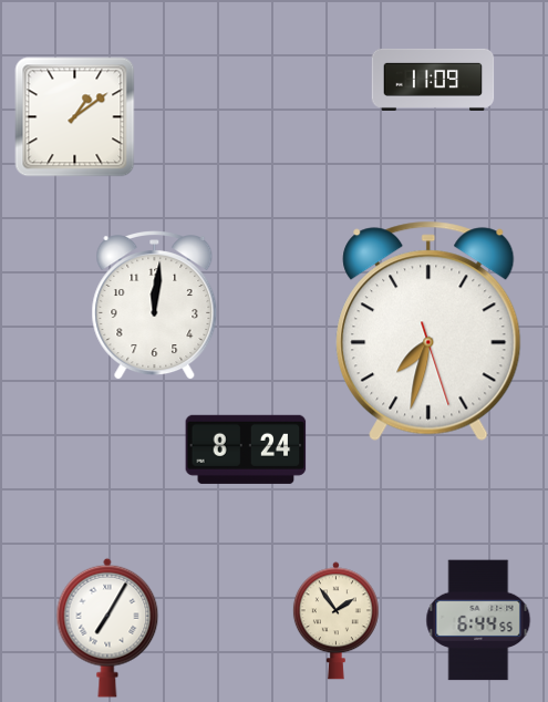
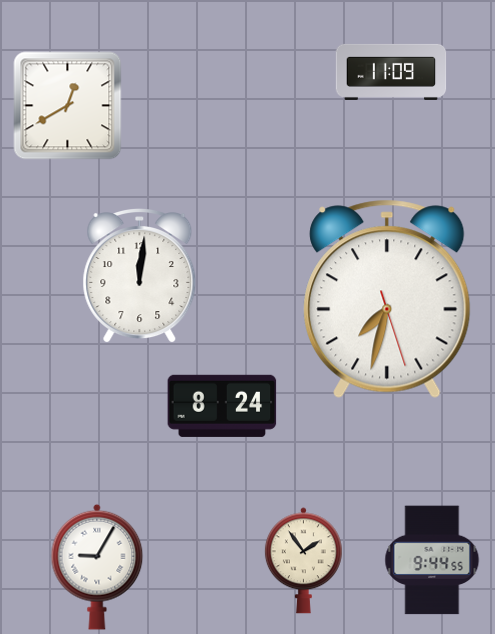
clock at (75, 117): 1:09 -> 12:40
clock at (478, 620): 6:44 -> 9:44
clock at (107, 628): 7:05 -> 9:05
